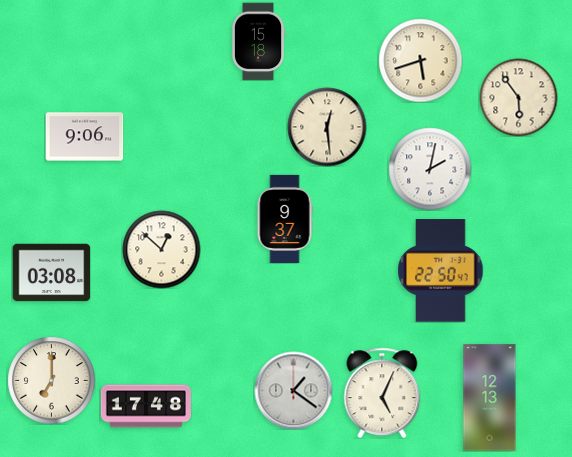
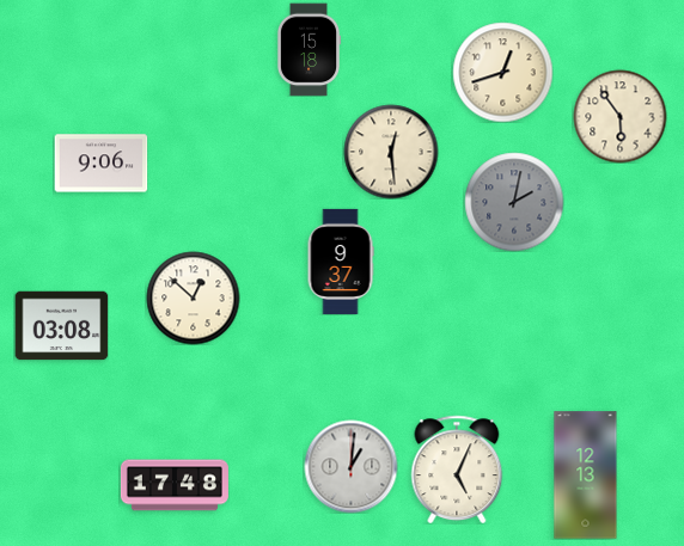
clock at (420, 60): 5:42 -> 12:42
clock at (430, 169) dial: white -> grey
clock at (441, 271): 22:50 -> none
clock at (51, 380): 7:00 -> none
clock at (293, 390): 1:21 -> 1:01
